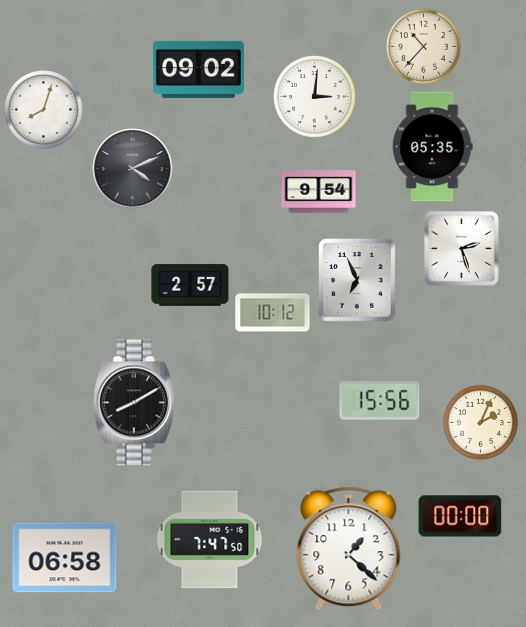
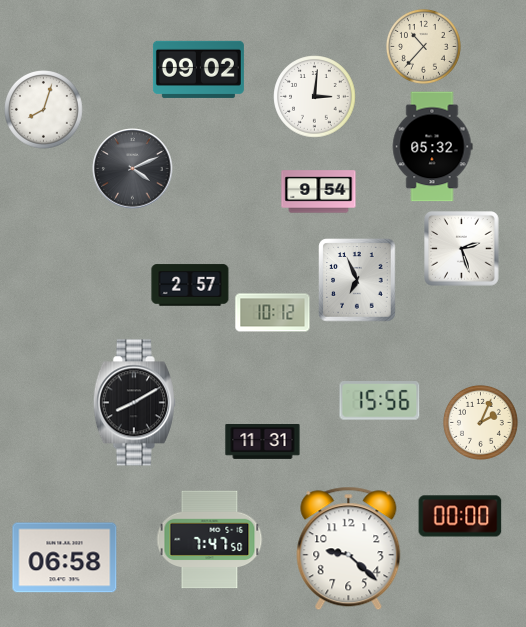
clock at (432, 147): 05:35 -> 05:32
clock at (263, 442): none -> 11:31
clock at (349, 549): 1:22 -> 9:22
